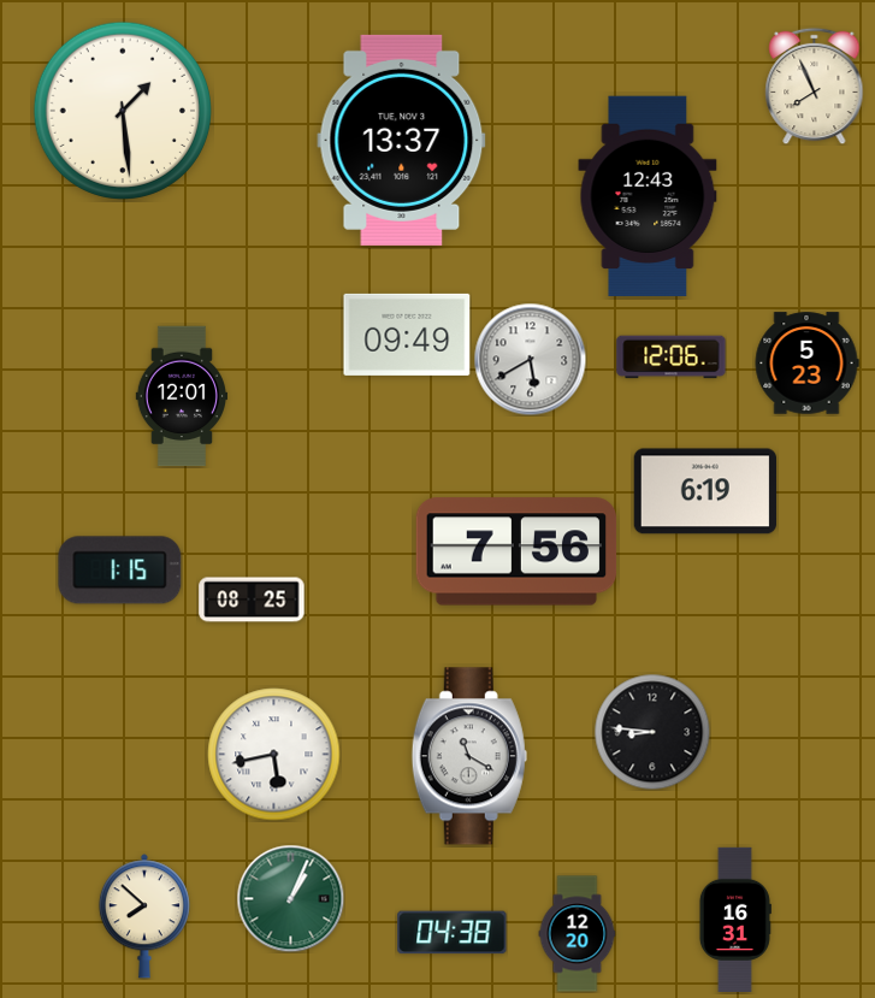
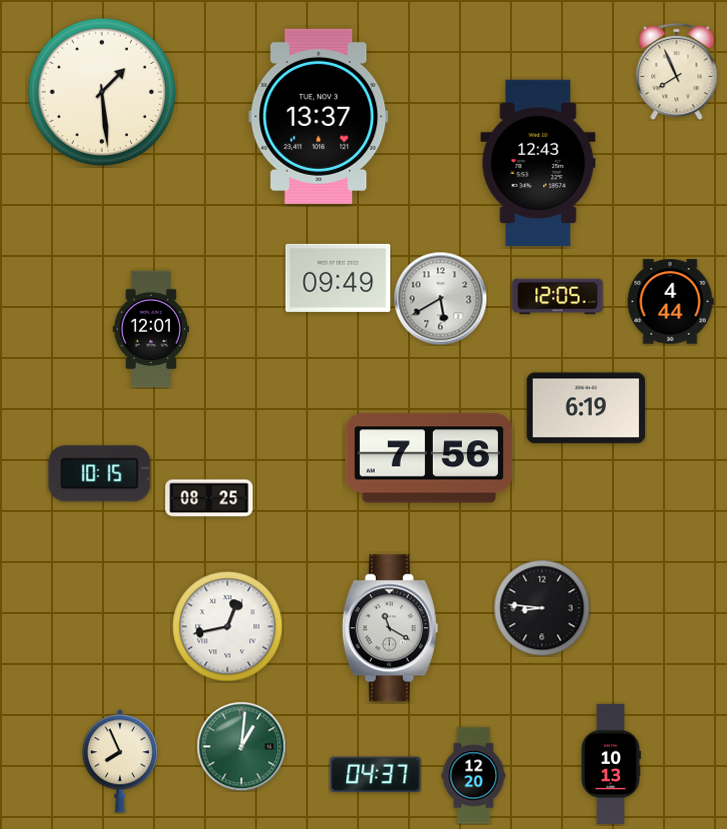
clock at (402, 140) position: (402, 140) -> (319, 116)
clock at (672, 358): 12:06 -> 12:05
clock at (806, 364): 5:23 -> 4:44
clock at (120, 571): 1:15 -> 10:15
clock at (274, 755): 5:43 -> 12:43
clock at (290, 898): 1:04 -> 1:01
clock at (144, 916): 7:52 -> 7:56
clock at (734, 919): 16:31 -> 10:13
clock at (453, 933): 04:38 -> 04:37
clock at (578, 934) position: (578, 934) -> (474, 776)
